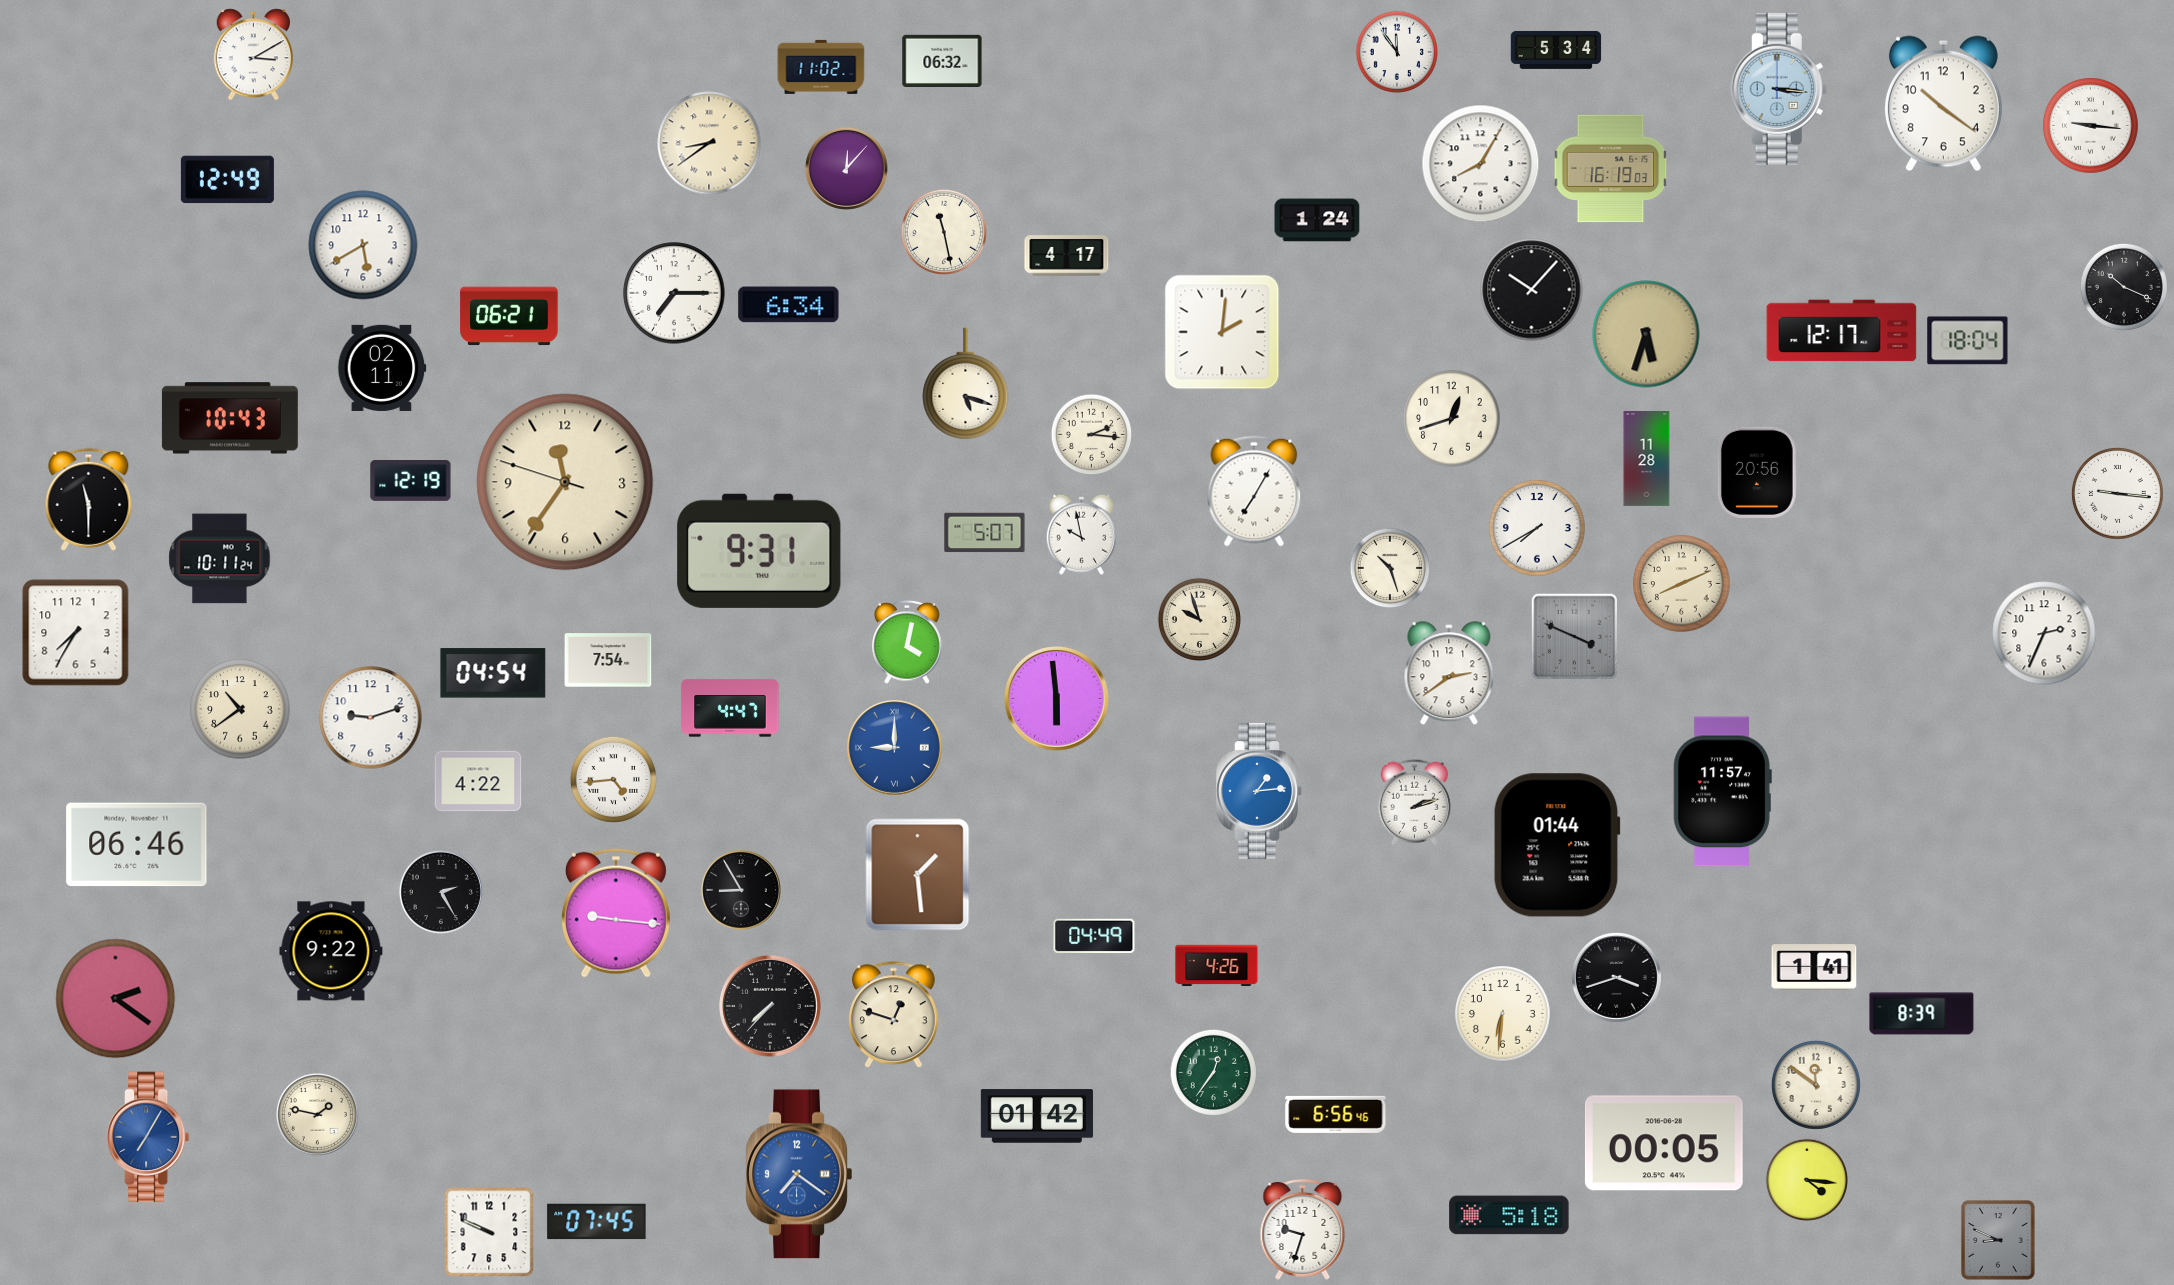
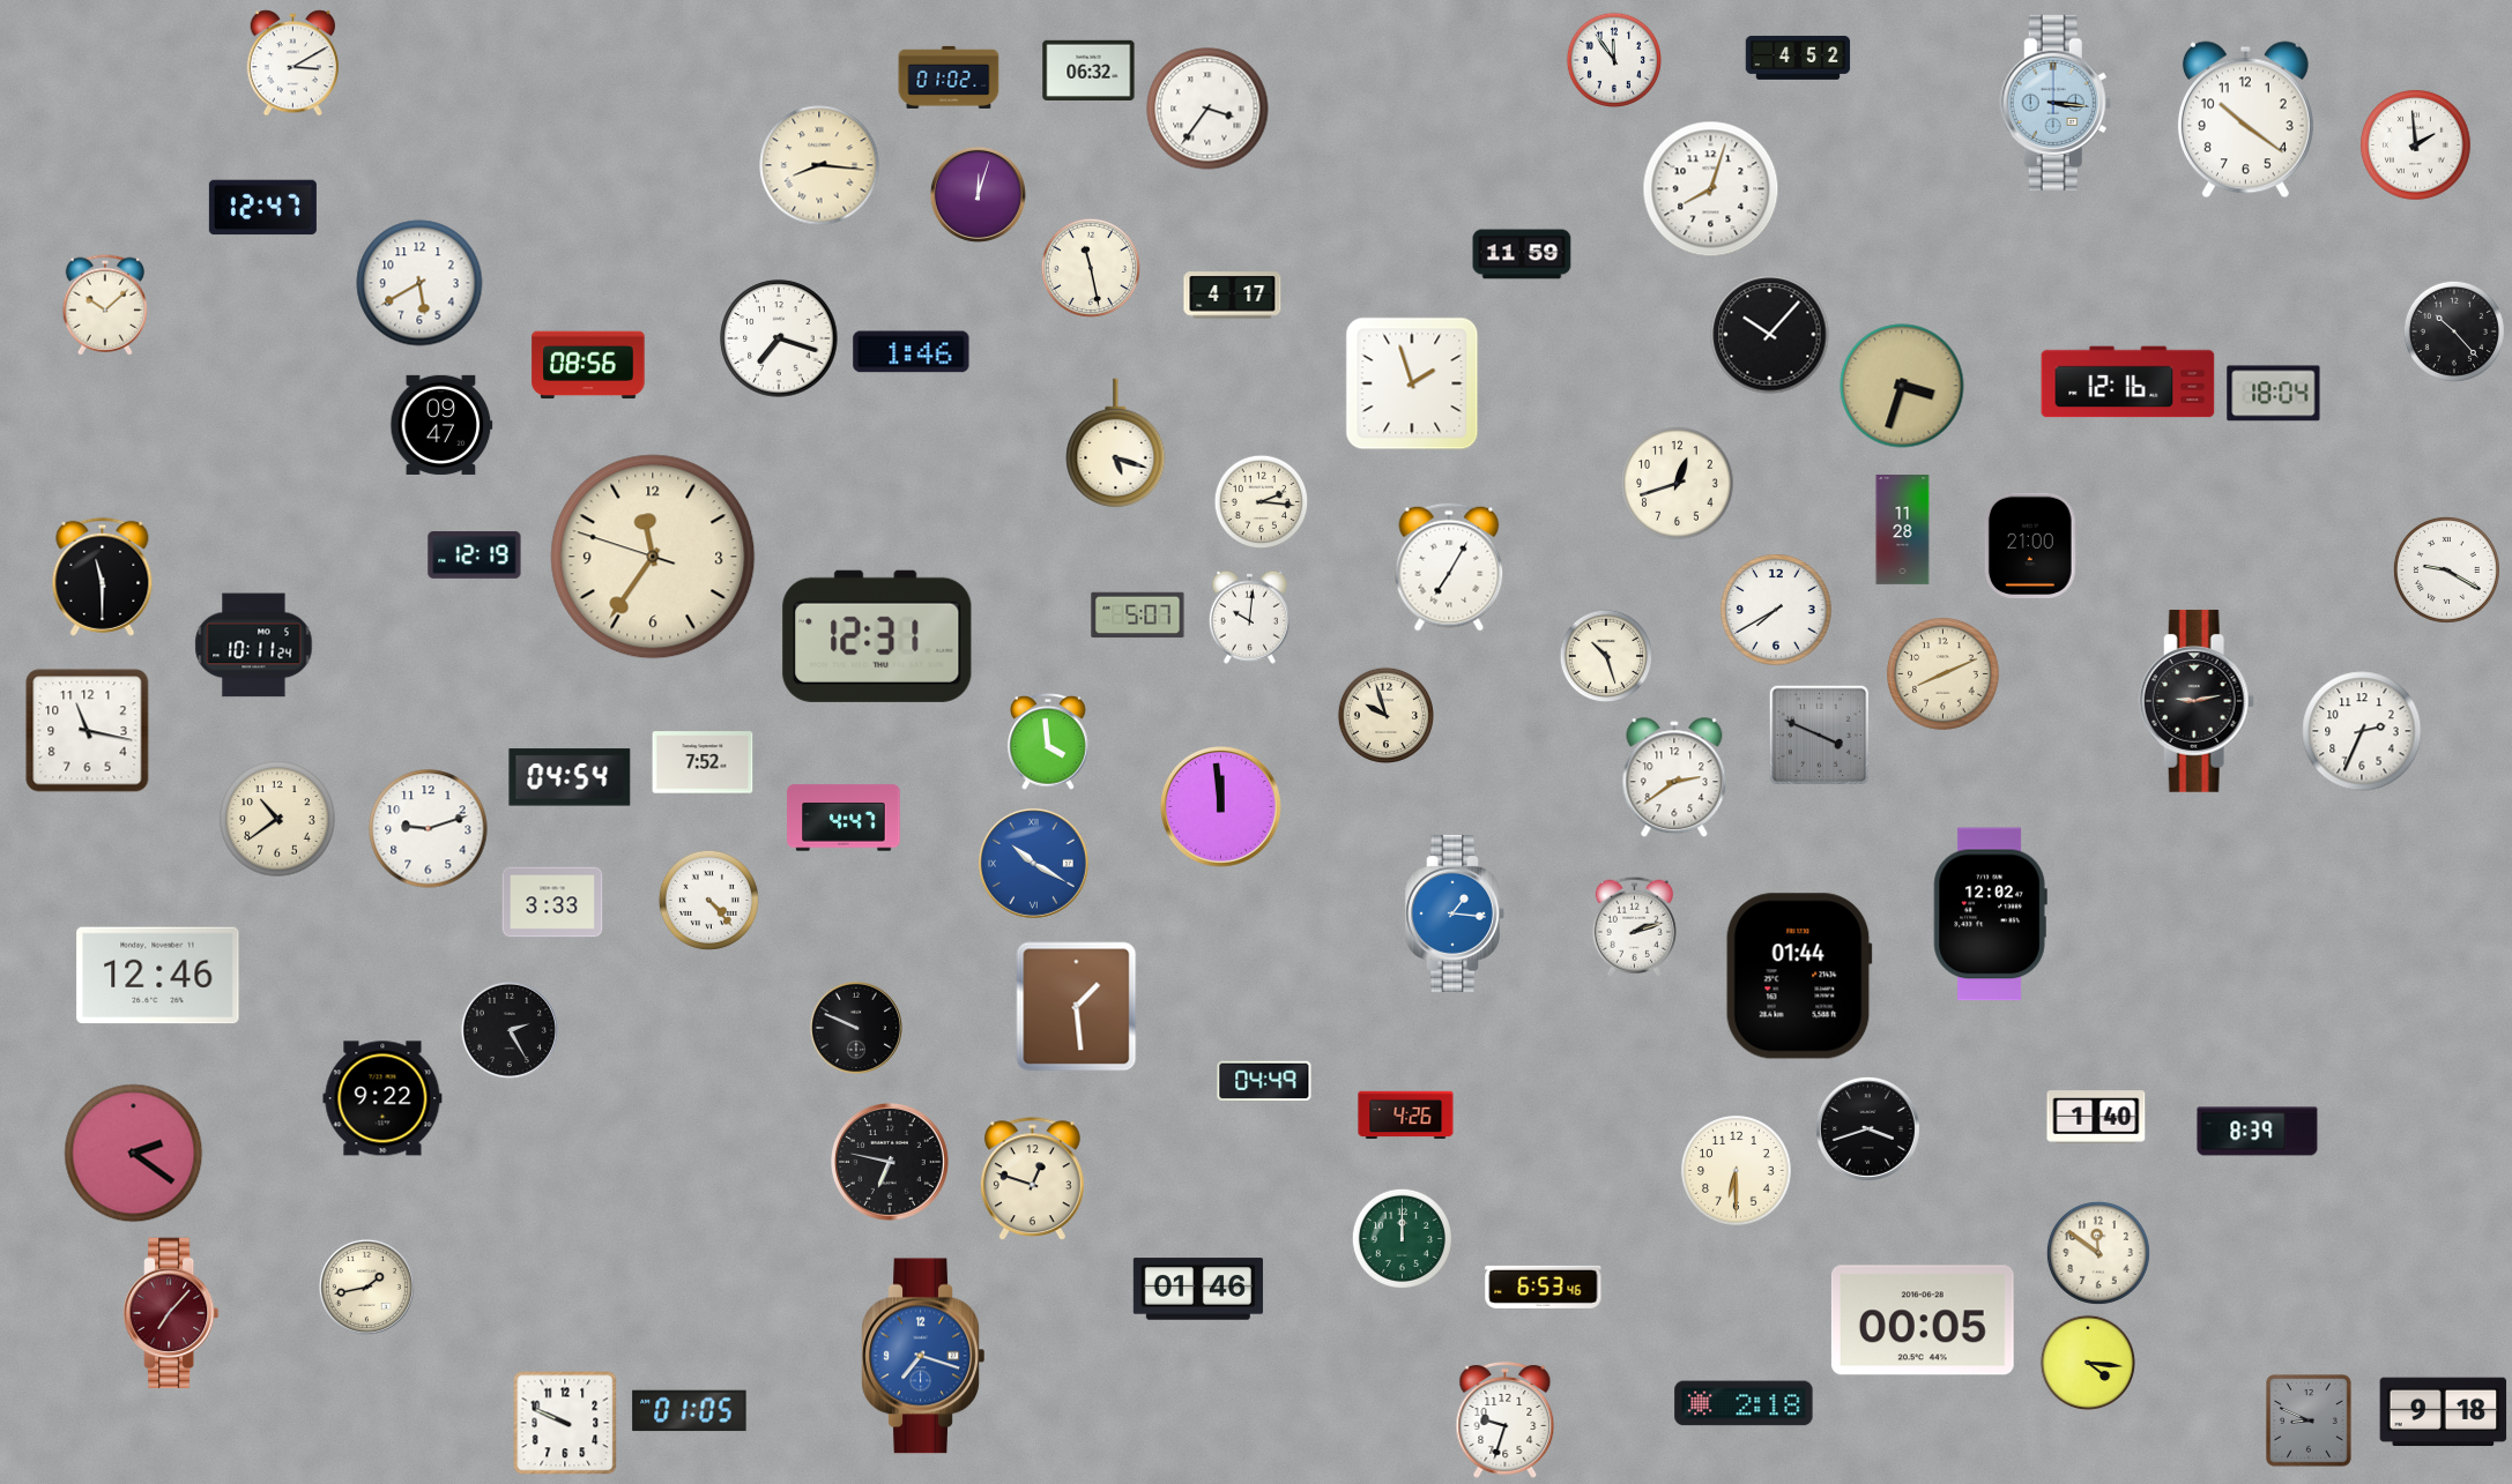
clock at (1556, 50): 5:34 -> 4:52
clock at (821, 67): 11:02 -> 01:02
clock at (1207, 109): none -> 3:36
clock at (2091, 126): 9:16 -> 1:59
clock at (709, 143): 8:39 -> 8:16
clock at (1481, 164): 8:05 -> 8:03
clock at (846, 168): 12:07 -> 12:03
clock at (1611, 169): 16:19 -> none
clock at (227, 180): 12:49 -> 12:47
clock at (1317, 220): 1:24 -> 11:59
clock at (104, 305): none -> 10:08
clock at (2124, 287): 10:19 -> 10:23
clock at (674, 293): 7:15 -> 7:18
clock at (789, 305): 6:34 -> 1:46
clock at (509, 316): 06:21 -> 08:56
clock at (1842, 331): 12:17 -> 12:16
clock at (1222, 332): 2:01 -> 1:57
clock at (1646, 334): 5:33 -> 3:33
clock at (382, 368): 02:11 -> 09:47
clock at (230, 418): 10:43 -> none
clock at (1757, 472): 20:56 -> 21:00
clock at (2117, 493): 9:16 -> 9:20
clock at (1081, 534): 9:58 -> 10:01
clock at (759, 551): 9:31 -> 12:31
clock at (2197, 701): none -> 9:13
clock at (76, 633): 7:35 -> 11:17
clock at (908, 642): 4:02 -> 3:59
clock at (608, 660): 7:54 -> 7:52
clock at (1057, 699): 5:59 -> 11:59
clock at (894, 747): 9:00 -> 10:20
clock at (613, 779): 4:44 -> 4:23
clock at (478, 781): 4:22 -> 3:33
clock at (1259, 791): 1:14 -> 1:16
clock at (1722, 792): 11:57 -> 12:02
clock at (137, 845): 06:46 -> 12:46
clock at (918, 875) position: (918, 875) -> (1077, 1007)
clock at (741, 890): 8:55 -> 9:49
clock at (616, 913): 9:16 -> none
clock at (1814, 967): 1:41 -> 1:40
clock at (771, 1007): 7:37 -> 6:47
clock at (1503, 1014): 6:31 -> 6:30
clock at (1922, 1014) position: (1922, 1014) -> (2258, 1132)
clock at (893, 1015) position: (893, 1015) -> (1032, 1179)
clock at (1213, 1072): 12:36 -> 12:00
clock at (317, 1114): 1:47 -> 1:43
clock at (1336, 1114): 6:56 -> 6:53
clock at (1037, 1116): 01:42 -> 01:46
clock at (148, 1137): 7:05 -> 7:07
clock at (148, 1137) dial: blue -> burgundy
clock at (799, 1174): 7:21 -> 7:18
clock at (1509, 1215): 5:18 -> 2:18
clock at (597, 1222): 07:45 -> 01:05
clock at (2444, 1412): none -> 9:18
clock at (1998, 1240) position: (1998, 1240) -> (2309, 1420)
